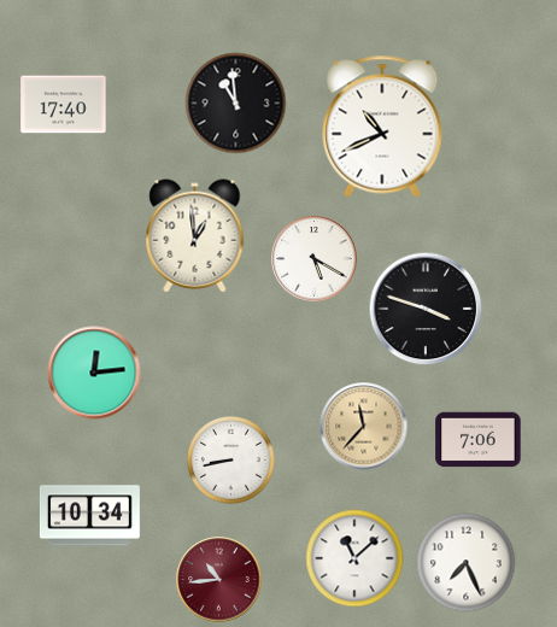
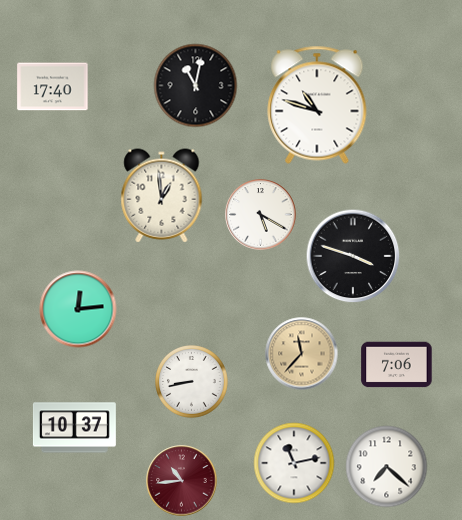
clock at (236, 104): 10:59 -> 11:02
clock at (382, 127): 10:41 -> 10:48
clock at (89, 516): 10:34 -> 10:37
clock at (354, 558): 11:08 -> 11:13
clock at (467, 563): 7:26 -> 7:22
